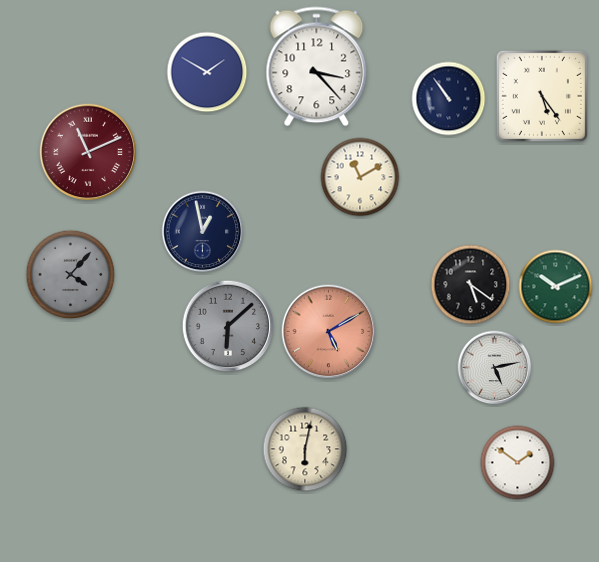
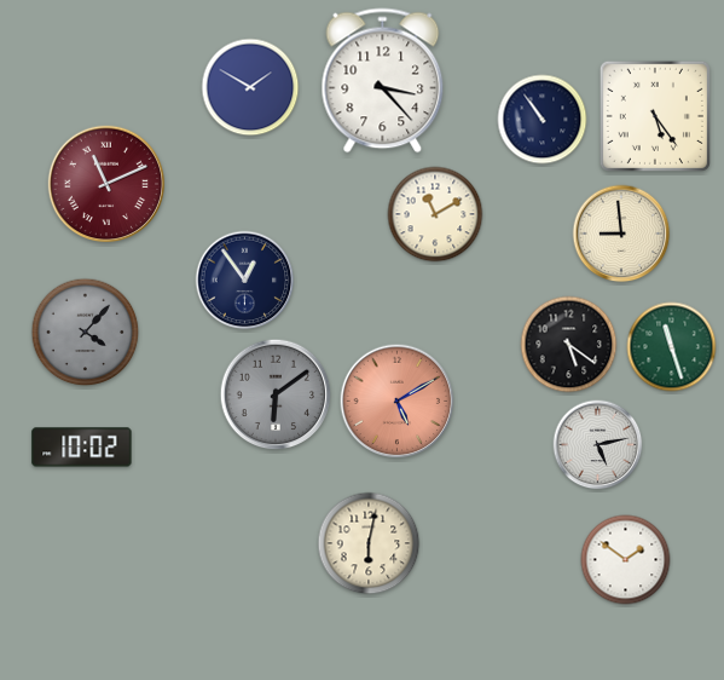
clock at (621, 234): none -> 8:59
clock at (203, 232): 12:58 -> 12:54
clock at (556, 287): 10:11 -> 11:27
clock at (228, 326): 6:08 -> 6:09
clock at (82, 448): none -> 10:02
